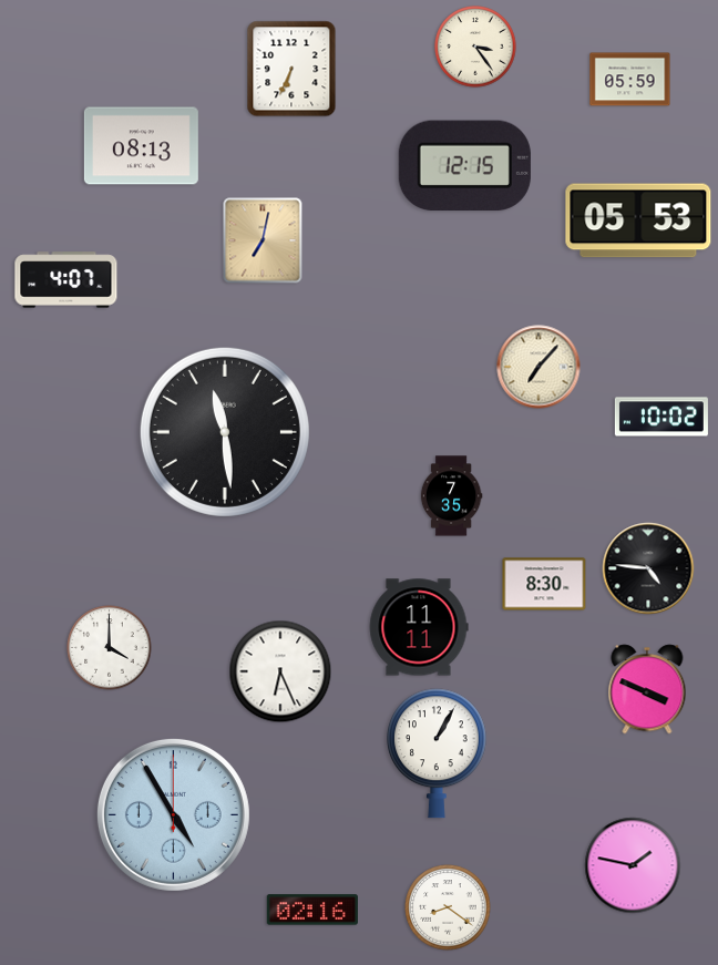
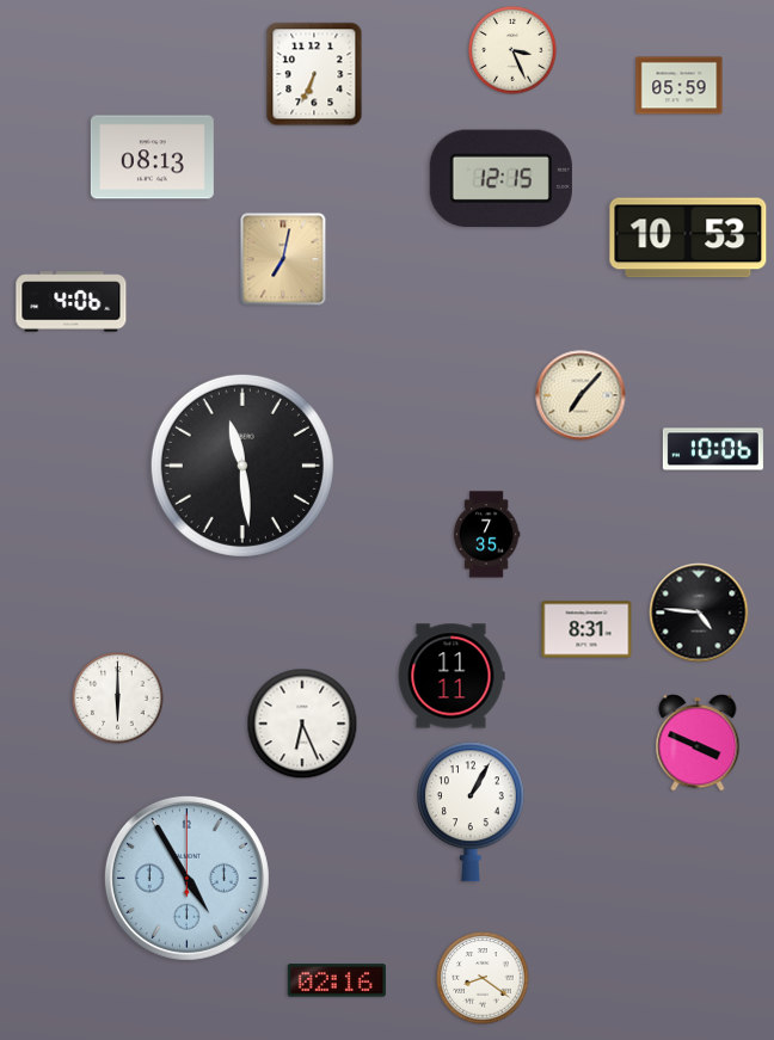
clock at (475, 47): 3:24 -> 3:26
clock at (638, 220): 05:53 -> 10:53
clock at (66, 280): 4:07 -> 4:06
clock at (661, 417): 10:02 -> 10:06
clock at (544, 584): 8:30 -> 8:31
clock at (110, 648): 4:00 -> 6:00
clock at (633, 865): 1:47 -> none
